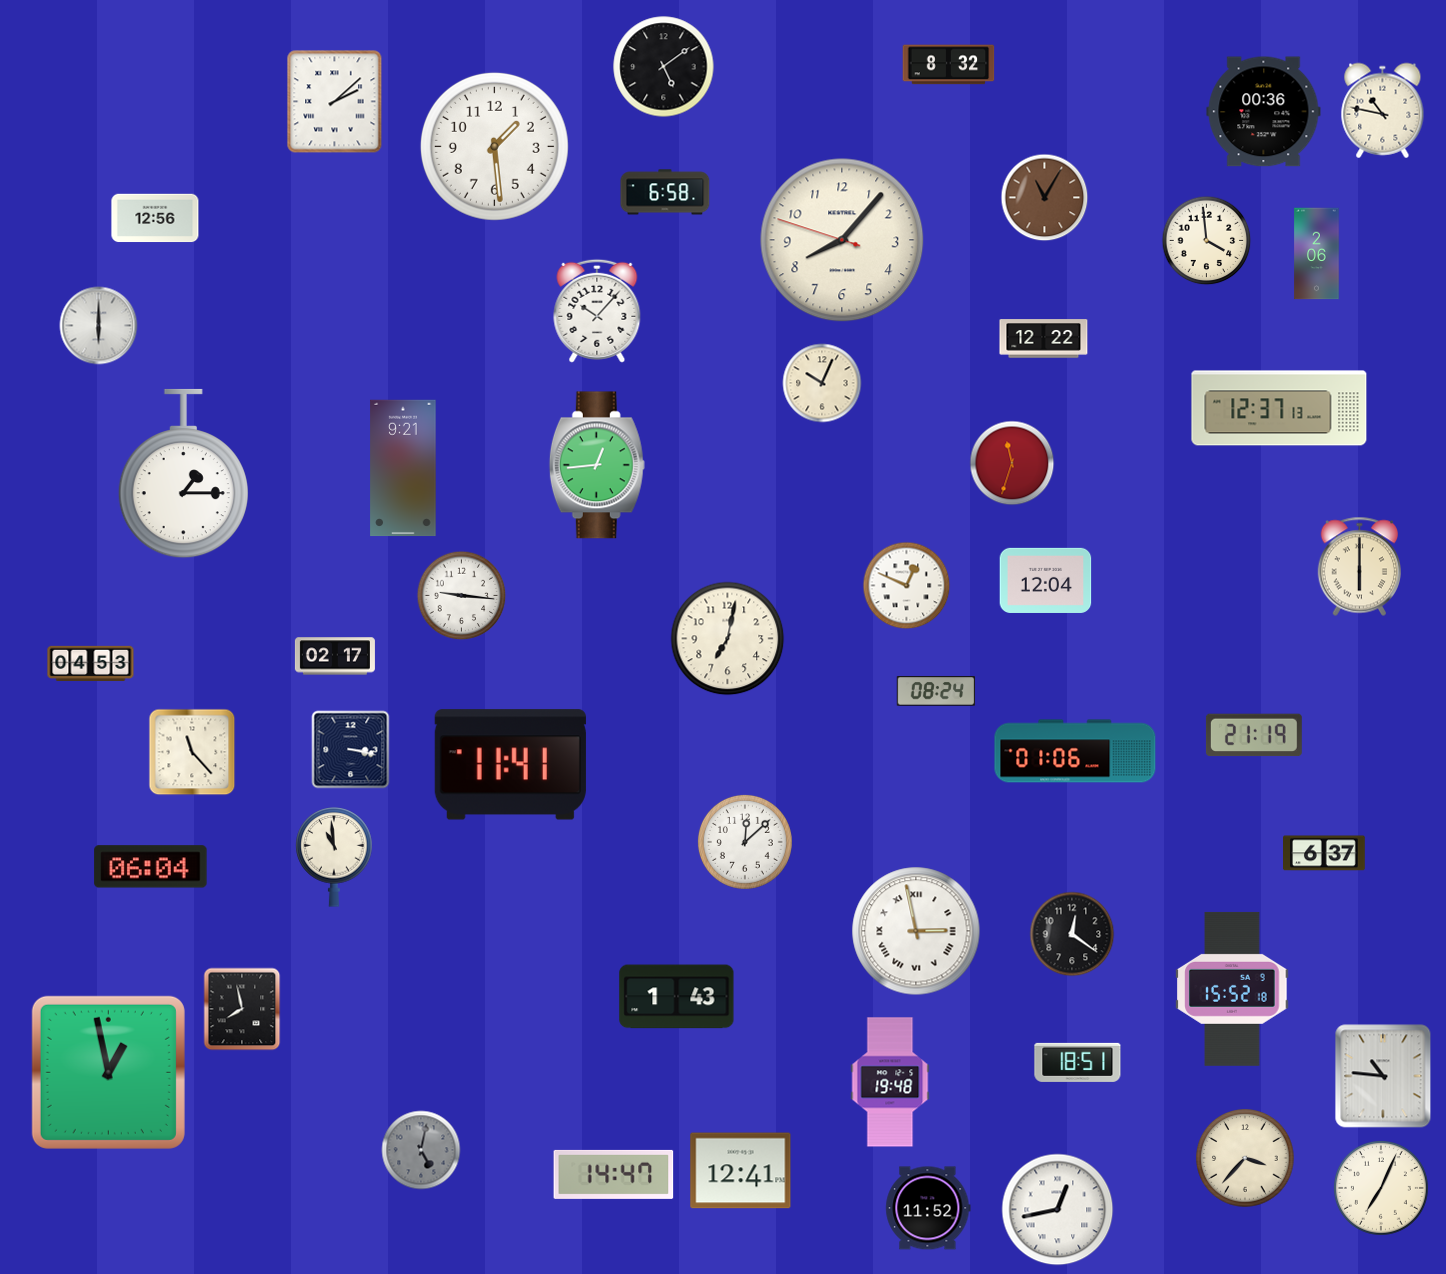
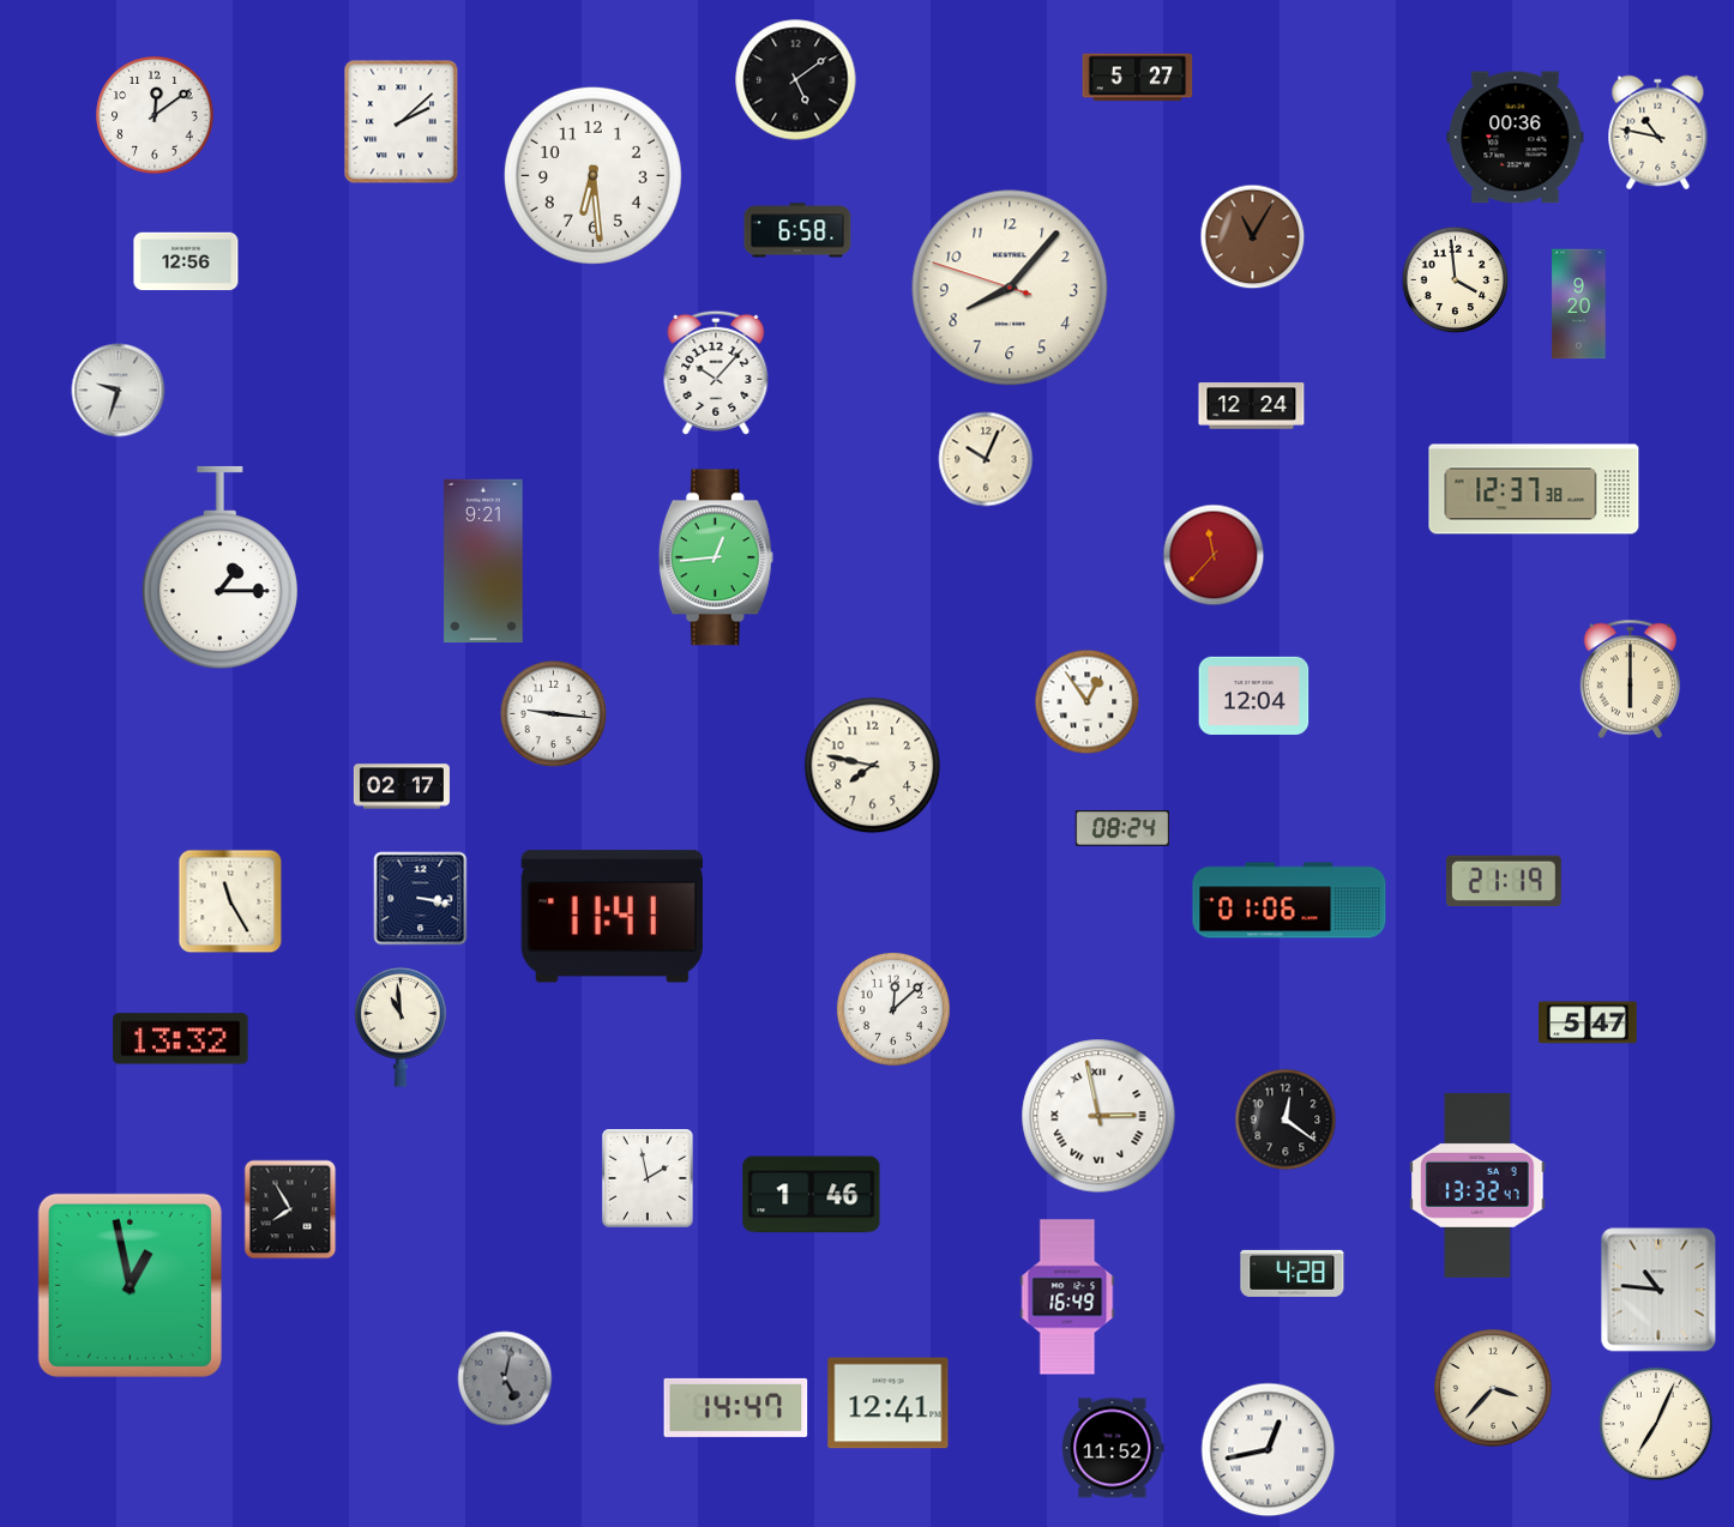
clock at (949, 65): 8:32 -> 5:27
clock at (155, 115): none -> 12:09
clock at (1264, 112) position: (1264, 112) -> (1516, 138)
clock at (494, 146): 1:29 -> 6:29
clock at (1207, 241) position: (1207, 241) -> (1456, 280)
clock at (1317, 254): 2:06 -> 9:20
clock at (99, 326): 6:00 -> 9:33
clock at (1044, 339): 12:22 -> 12:24
clock at (1279, 408): 12:37:13 -> 12:37:38
clock at (1012, 463): 11:33 -> 11:37
clock at (907, 586): 12:49 -> 12:54
clock at (728, 639): 7:02 -> 7:47
clock at (91, 664): 04:53 -> none
clock at (192, 752): 11:23 -> 11:25
clock at (1324, 853): 6:37 -> 5:47
clock at (151, 867): 06:04 -> 13:32
clock at (648, 1178): none -> 1:58
clock at (1232, 989): 15:52 -> 13:32
clock at (677, 997): 1:43 -> 1:46
clock at (242, 1009): 7:58 -> 7:55
clock at (1078, 1062): 18:51 -> 4:28
clock at (890, 1082): 19:48 -> 16:49
